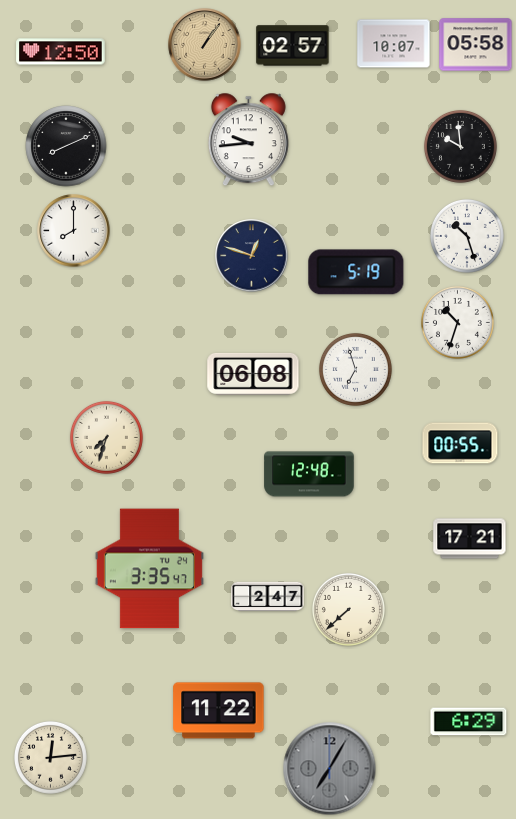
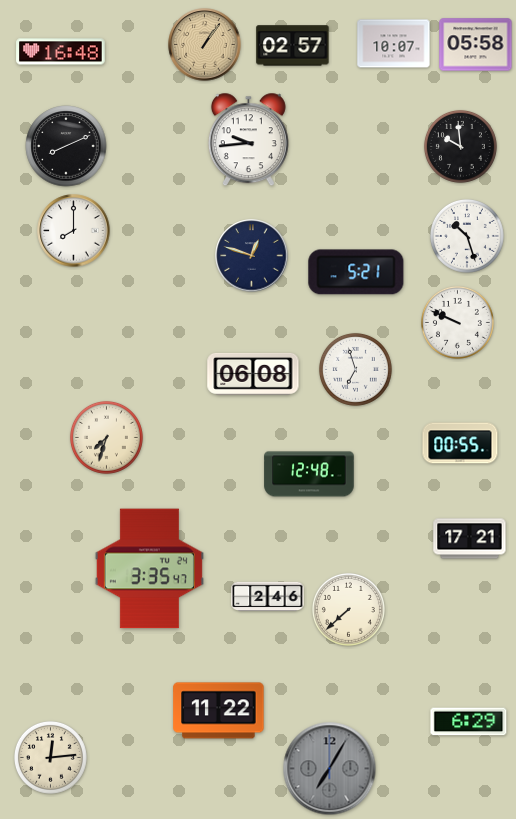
clock at (61, 52): 12:50 -> 16:48
clock at (356, 272): 5:19 -> 5:21
clock at (457, 322): 10:33 -> 9:49
clock at (268, 597): 2:47 -> 2:46
